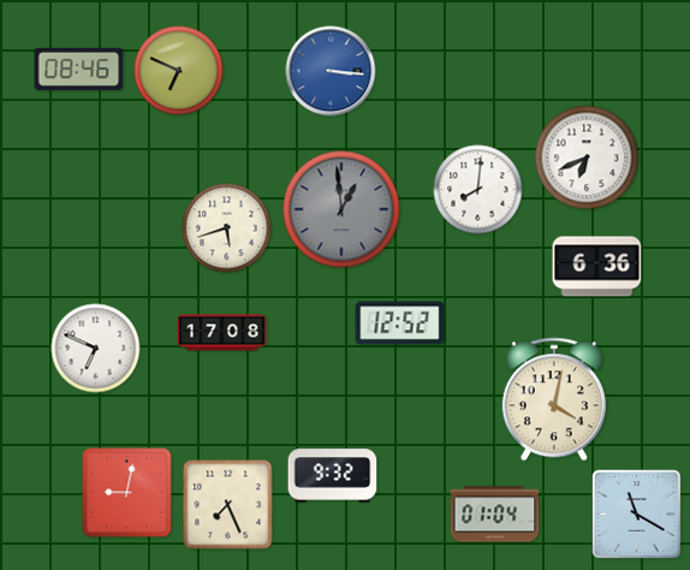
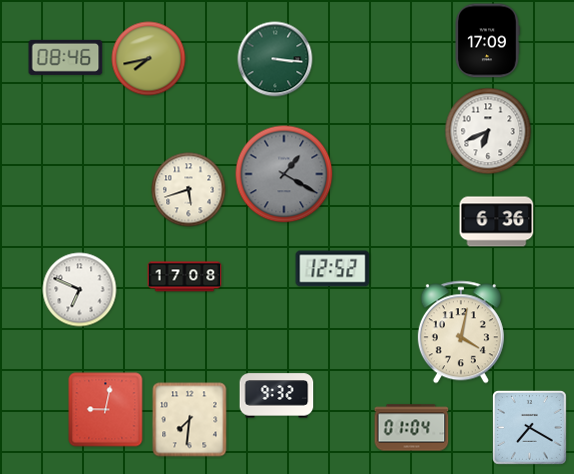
clock at (487, 41): none -> 17:09
clock at (179, 71): 6:49 -> 7:43
clock at (331, 71) dial: blue -> green
clock at (478, 190): 8:01 -> none
clock at (341, 209): 12:59 -> 1:20
clock at (228, 505): 7:26 -> 7:31
clock at (637, 515): 11:20 -> 7:20
